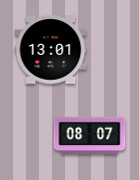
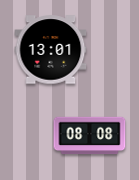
clock at (90, 136): 08:07 -> 08:08
